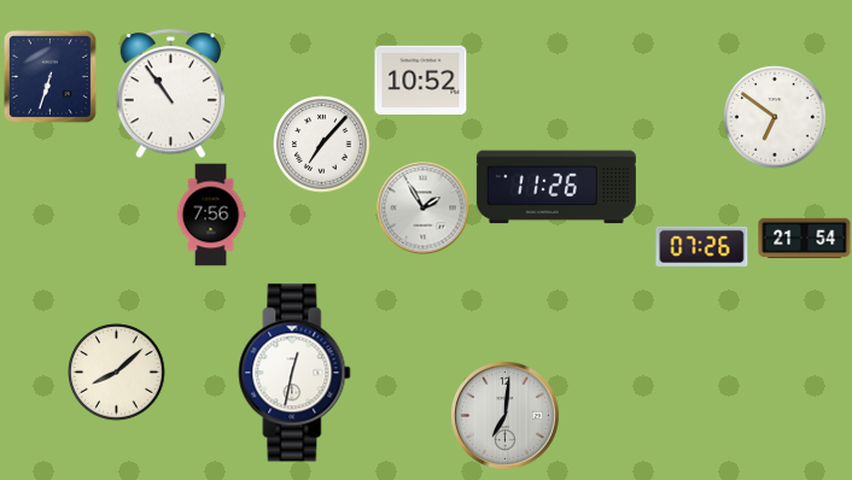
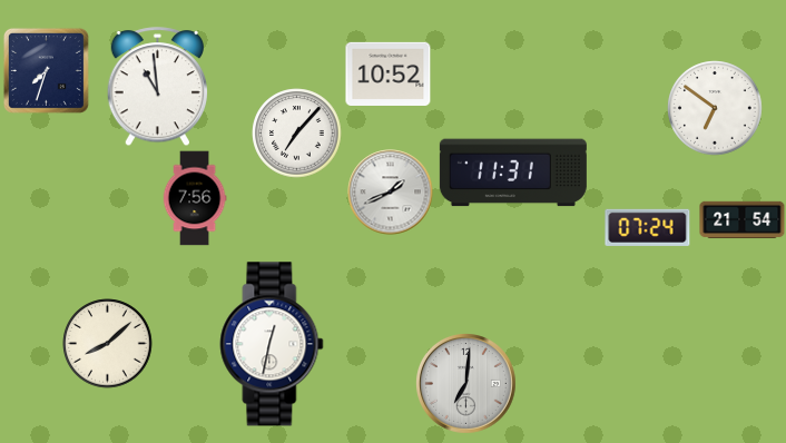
clock at (49, 76): 6:33 -> 7:33
clock at (171, 94): 10:54 -> 10:59
clock at (556, 187): 11:26 -> 11:31
clock at (424, 209): 1:55 -> 1:41
clock at (702, 246): 07:26 -> 07:24
